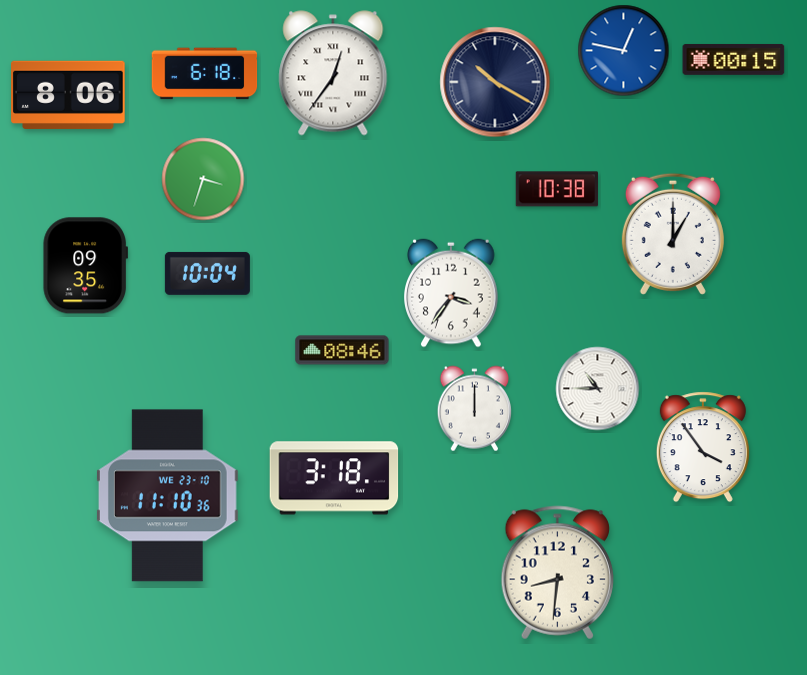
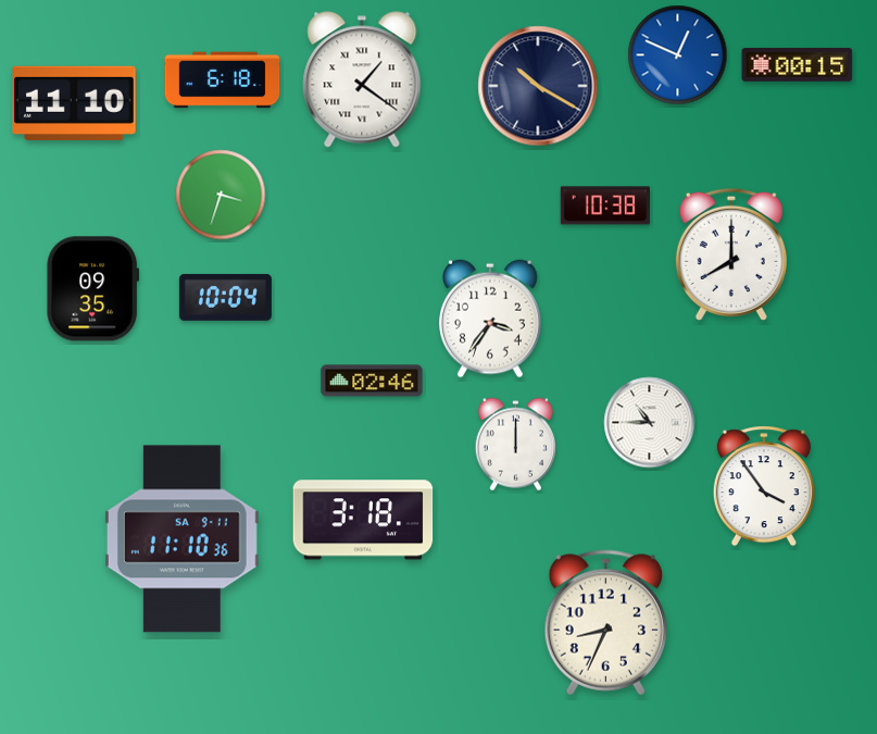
clock at (624, 51): 12:47 -> 12:49
clock at (333, 73): 12:36 -> 1:21
clock at (495, 82) position: (495, 82) -> (538, 86)
clock at (68, 94): 8:06 -> 11:10
clock at (673, 234): 1:00 -> 8:00
clock at (342, 350): 08:46 -> 02:46
clock at (167, 496) date: WE 23-10 -> SA 9-11
clock at (557, 573): 8:31 -> 8:34
